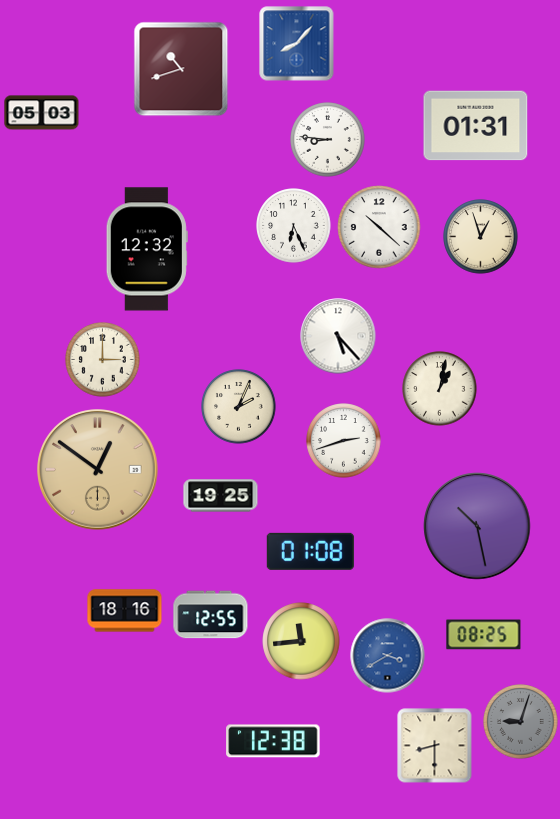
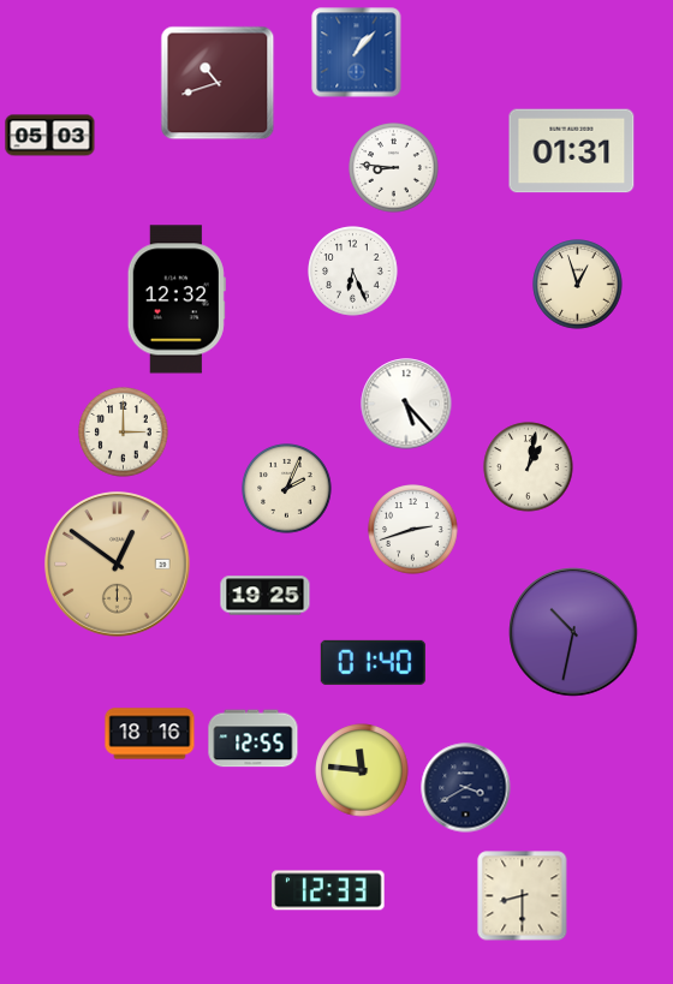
clock at (297, 44): 8:07 -> 1:07
clock at (379, 227): 10:22 -> none
clock at (477, 526): 10:28 -> 10:32
clock at (310, 551): 01:08 -> 01:40
clock at (484, 635): 08:25 -> none
clock at (301, 641): 11:44 -> 11:46
clock at (388, 656) dial: blue -> navy
clock at (521, 722): 9:03 -> none
clock at (273, 741): 12:38 -> 12:33
